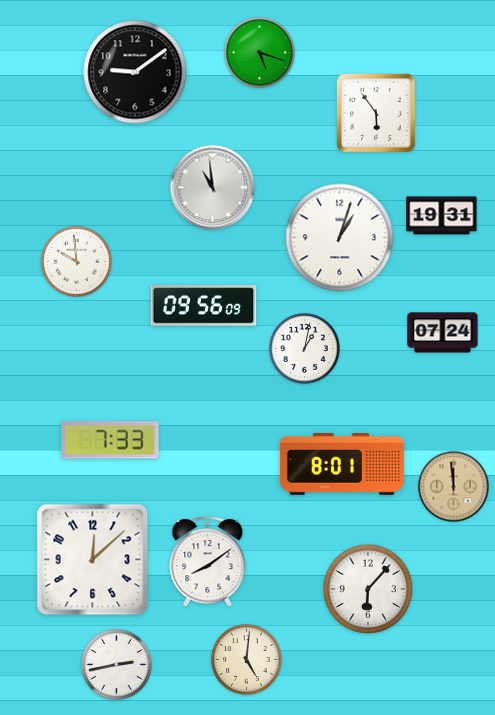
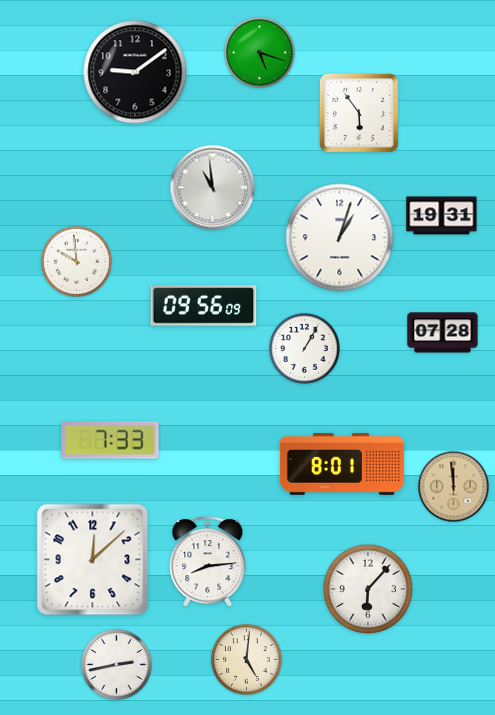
clock at (376, 113) position: (376, 113) -> (359, 113)
clock at (443, 333): 07:24 -> 07:28
clock at (305, 349): 1:02 -> 1:05
clock at (208, 562): 8:09 -> 8:14
